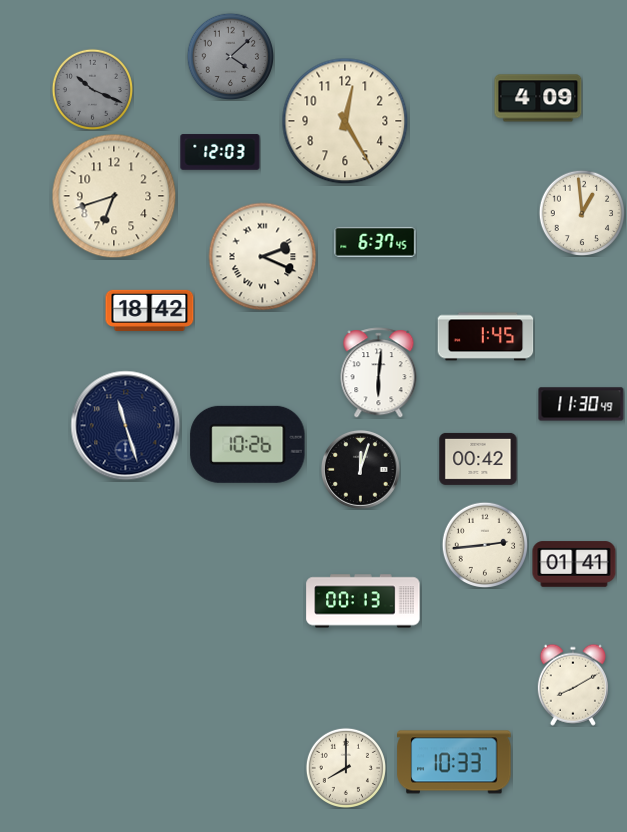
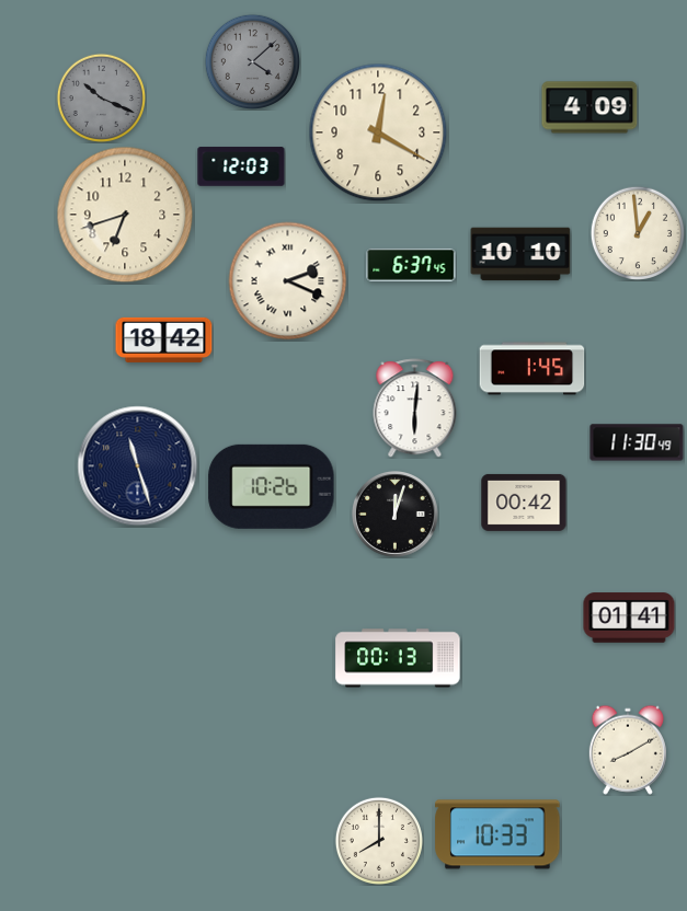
clock at (345, 121): 12:25 -> 12:20
clock at (520, 254): none -> 10:10
clock at (484, 544): 2:44 -> none
